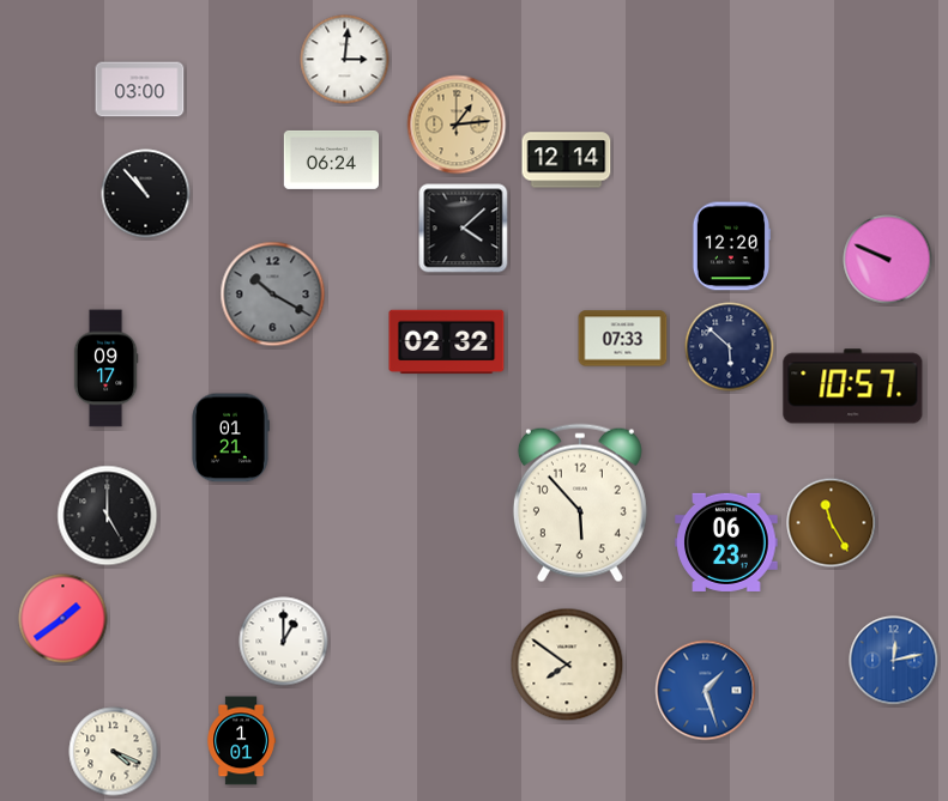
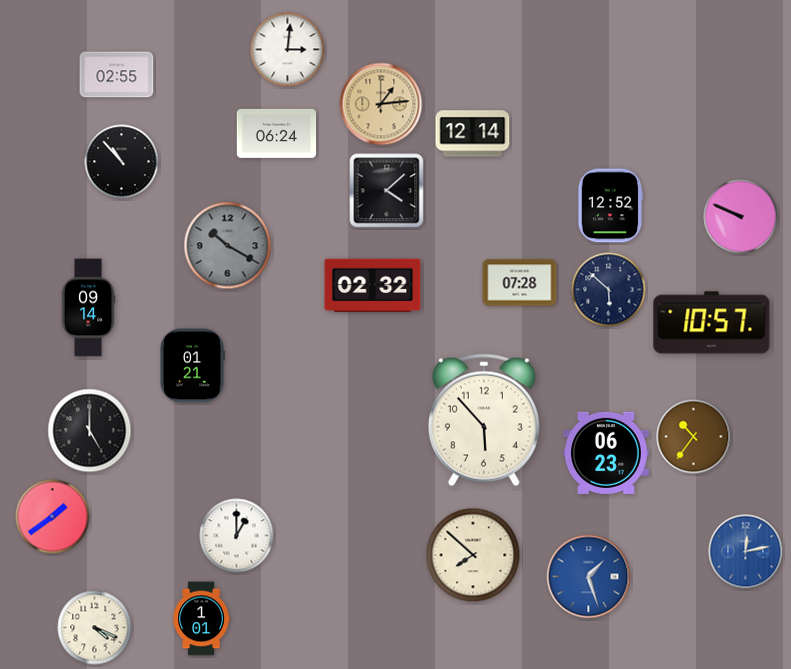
clock at (140, 90): 03:00 -> 02:55
clock at (731, 247): 12:20 -> 12:52
clock at (623, 339): 07:33 -> 07:28
clock at (105, 369): 09:17 -> 09:14
clock at (832, 523): 11:25 -> 10:36
clock at (567, 665): 7:51 -> 7:52
